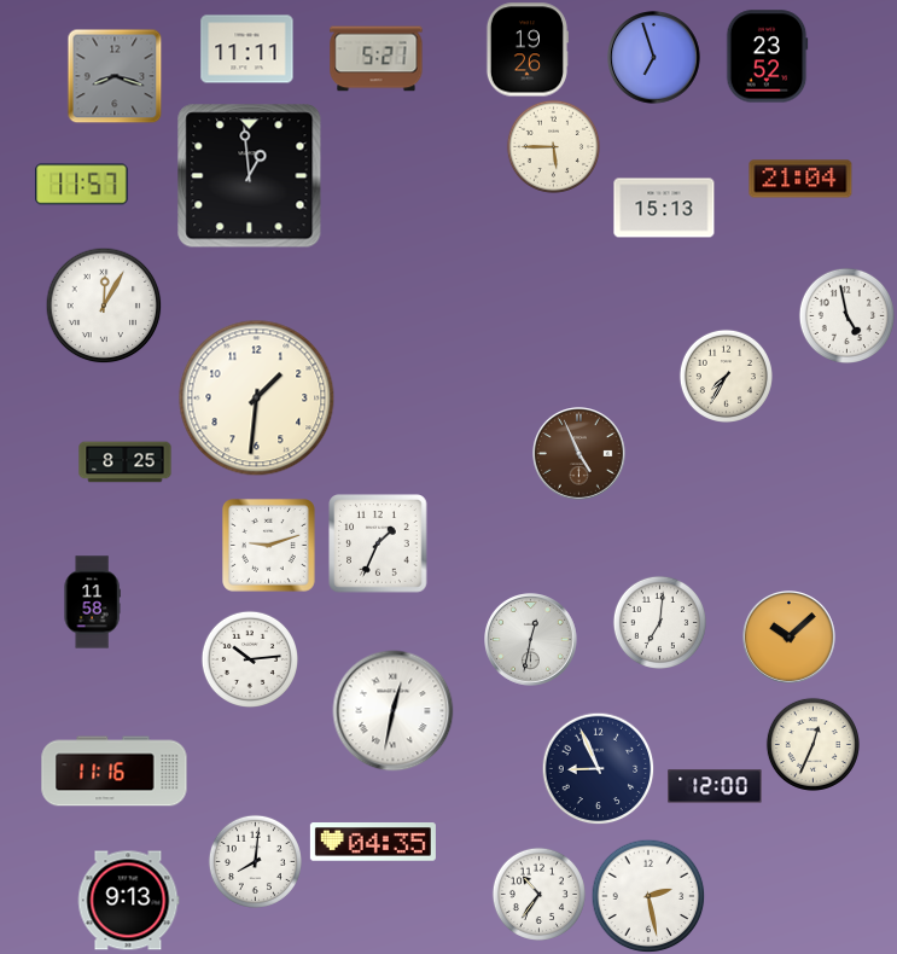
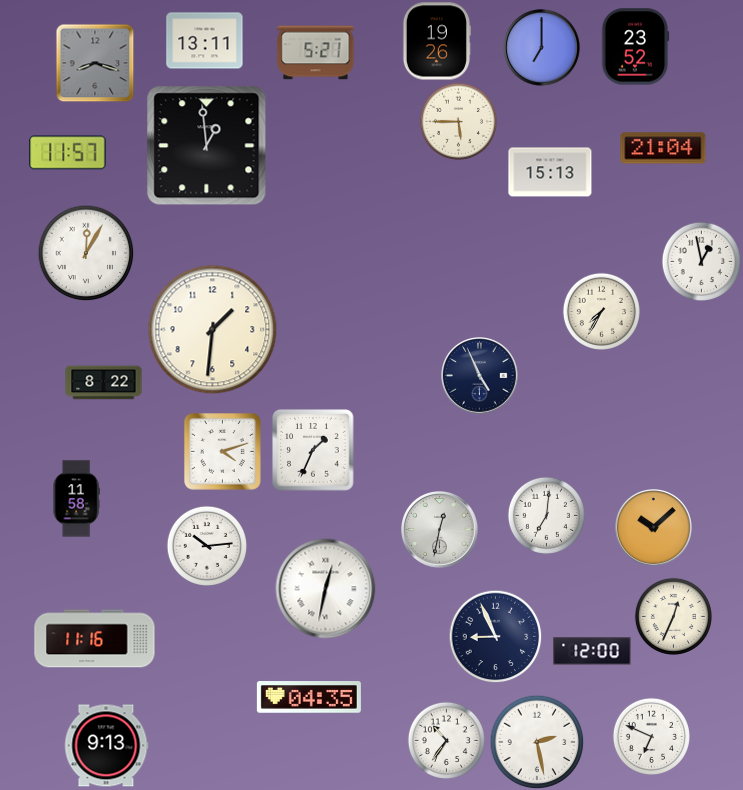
clock at (247, 50): 11:11 -> 13:11
clock at (654, 58): 6:57 -> 7:00
clock at (377, 59) position: (377, 59) -> (316, 53)
clock at (846, 315): 4:58 -> 12:58
clock at (579, 454) dial: brown -> navy
clock at (126, 463): 8:25 -> 8:22
clock at (269, 546): 9:12 -> 4:12
clock at (255, 861): 8:01 -> none
clock at (651, 736): none -> 6:49
